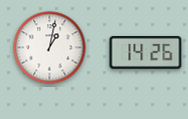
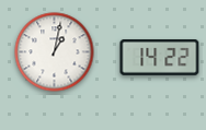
clock at (146, 53): 14:26 -> 14:22
